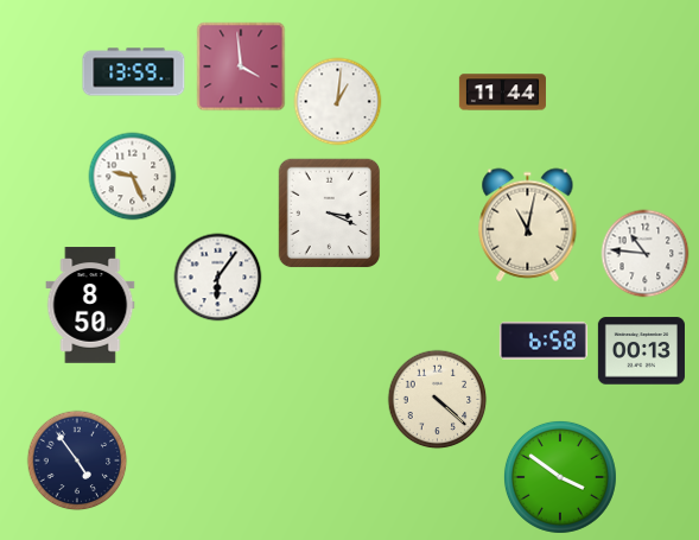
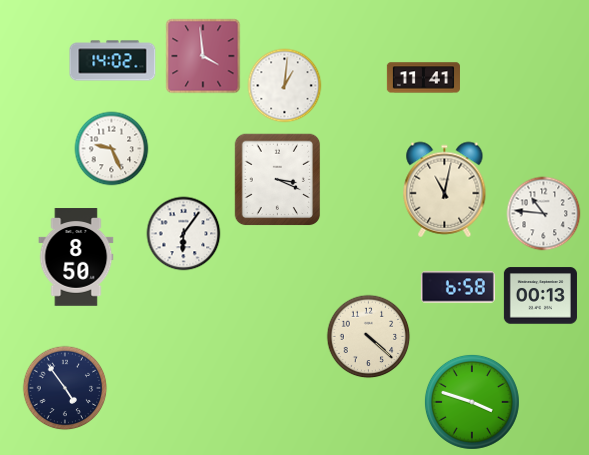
clock at (134, 72): 13:59 -> 14:02
clock at (502, 93): 11:44 -> 11:41
clock at (560, 477): 3:51 -> 3:48
